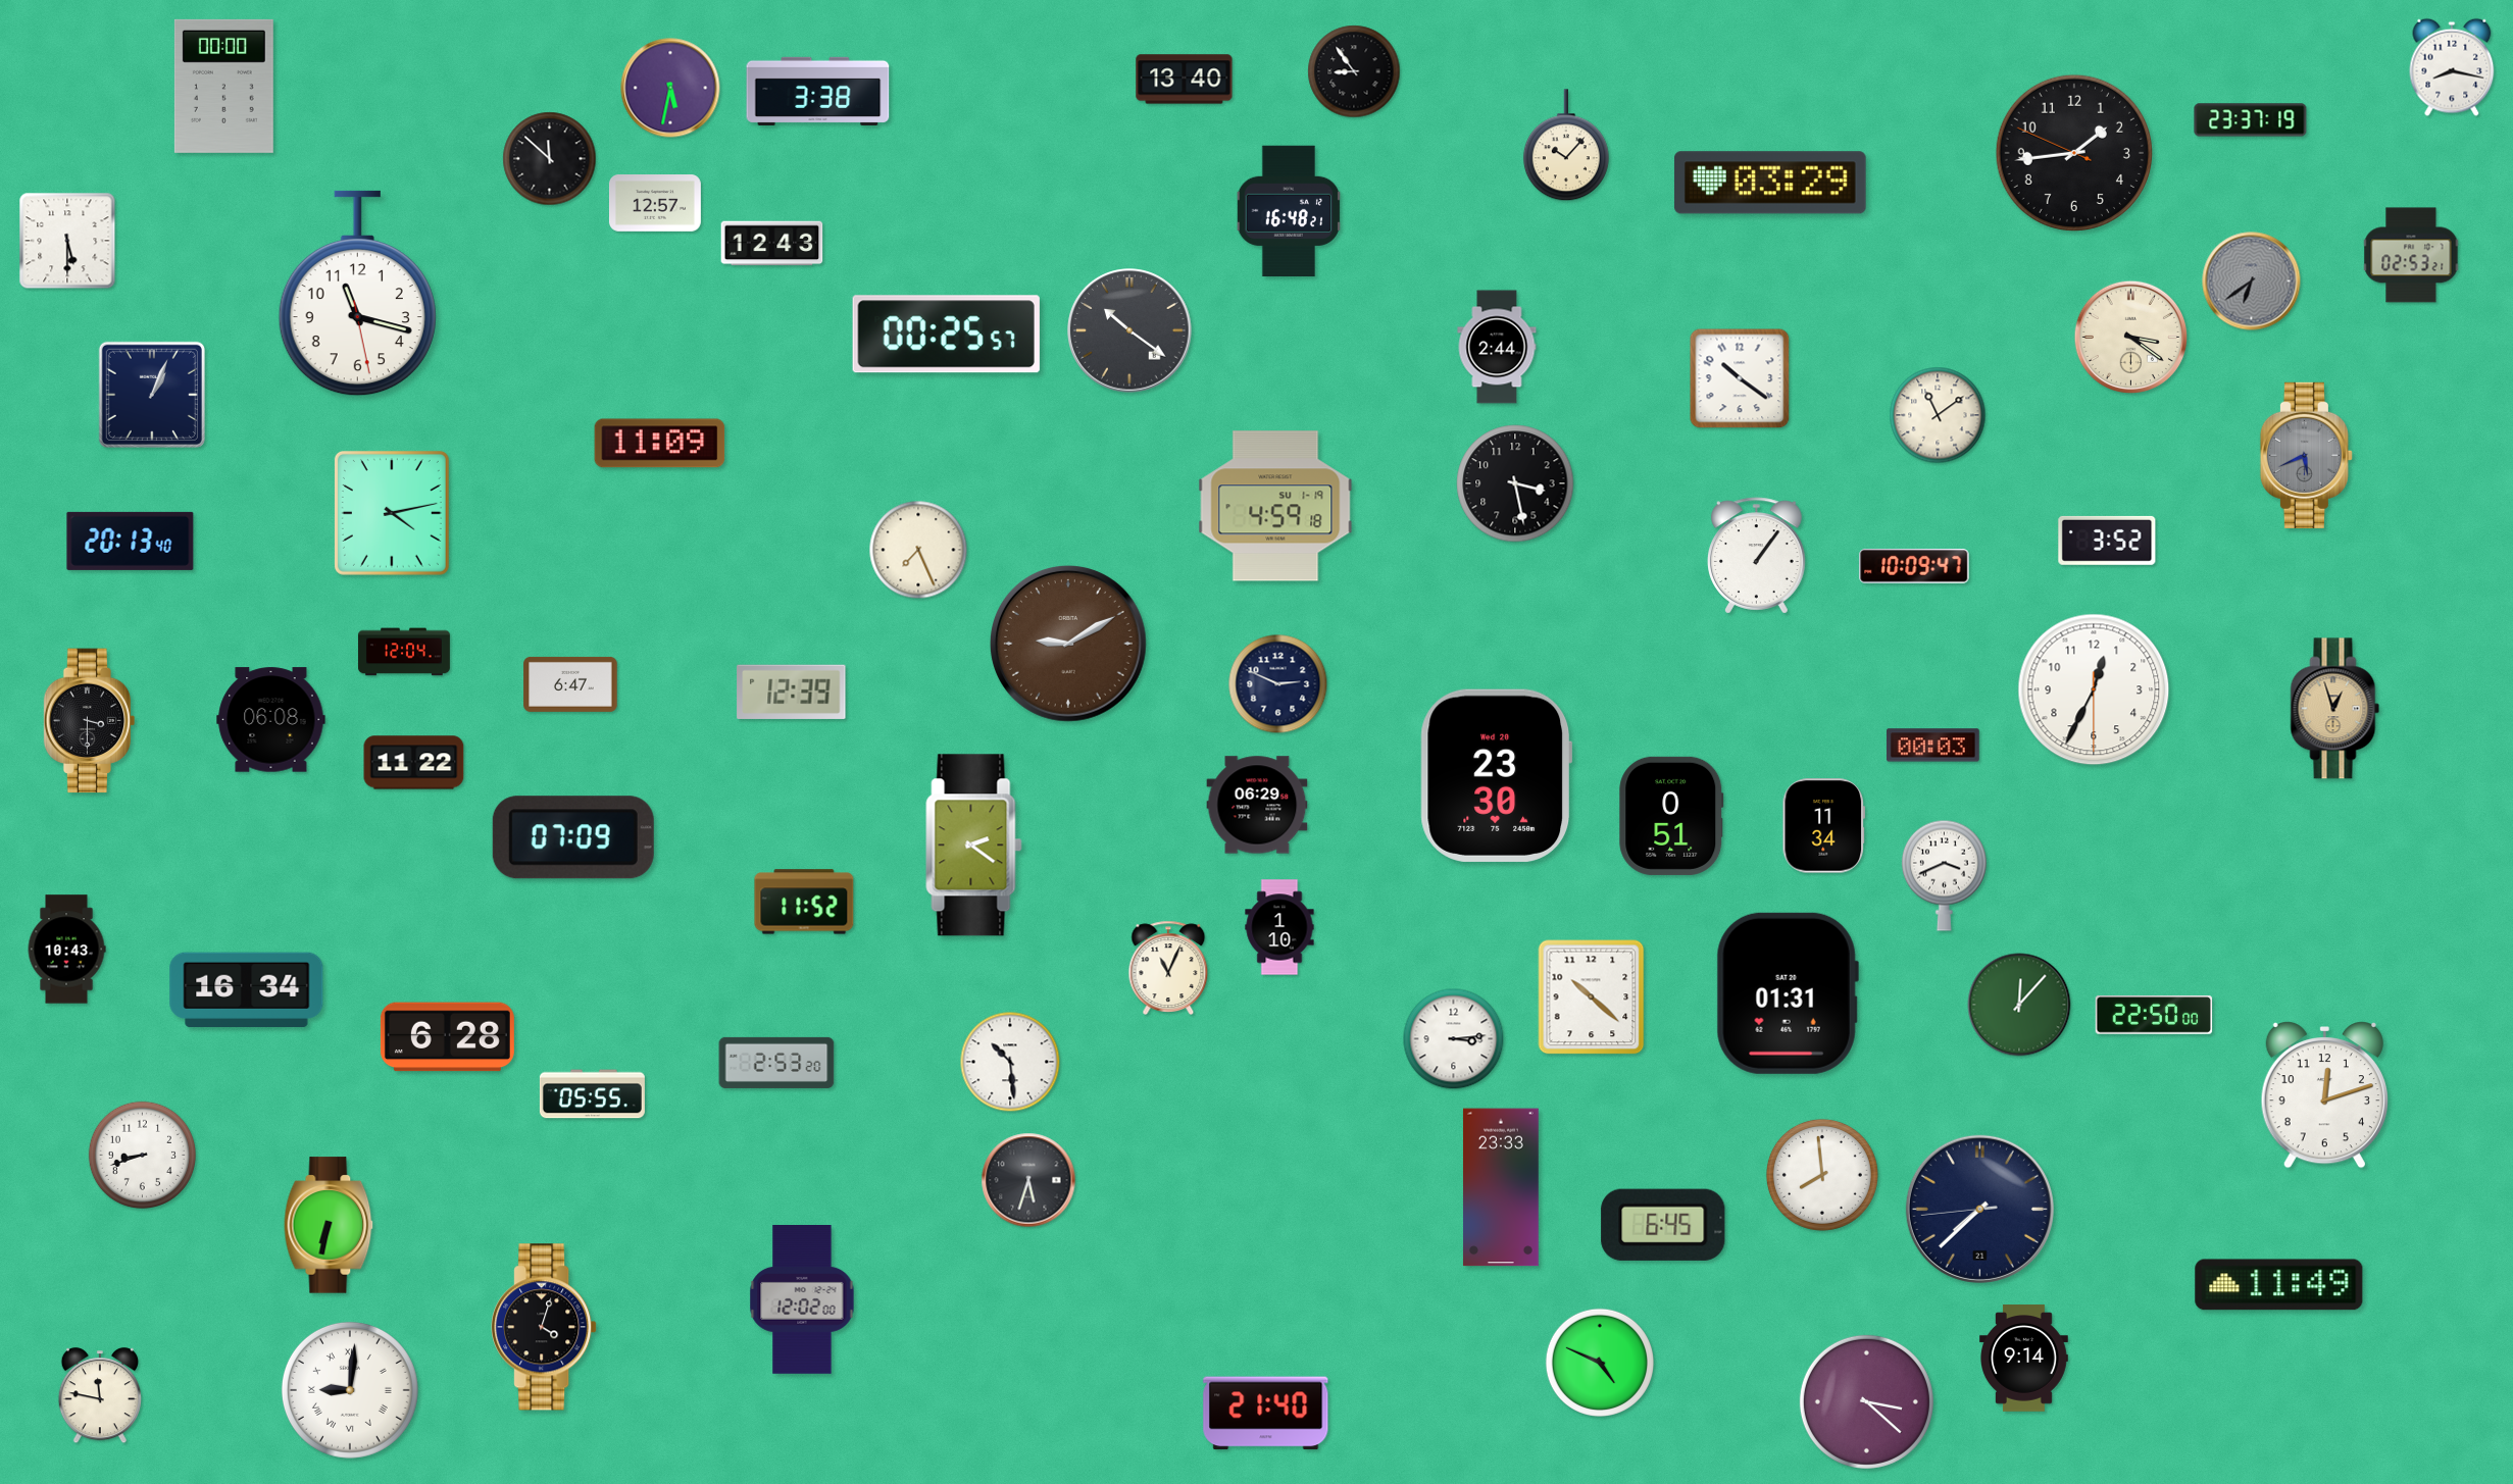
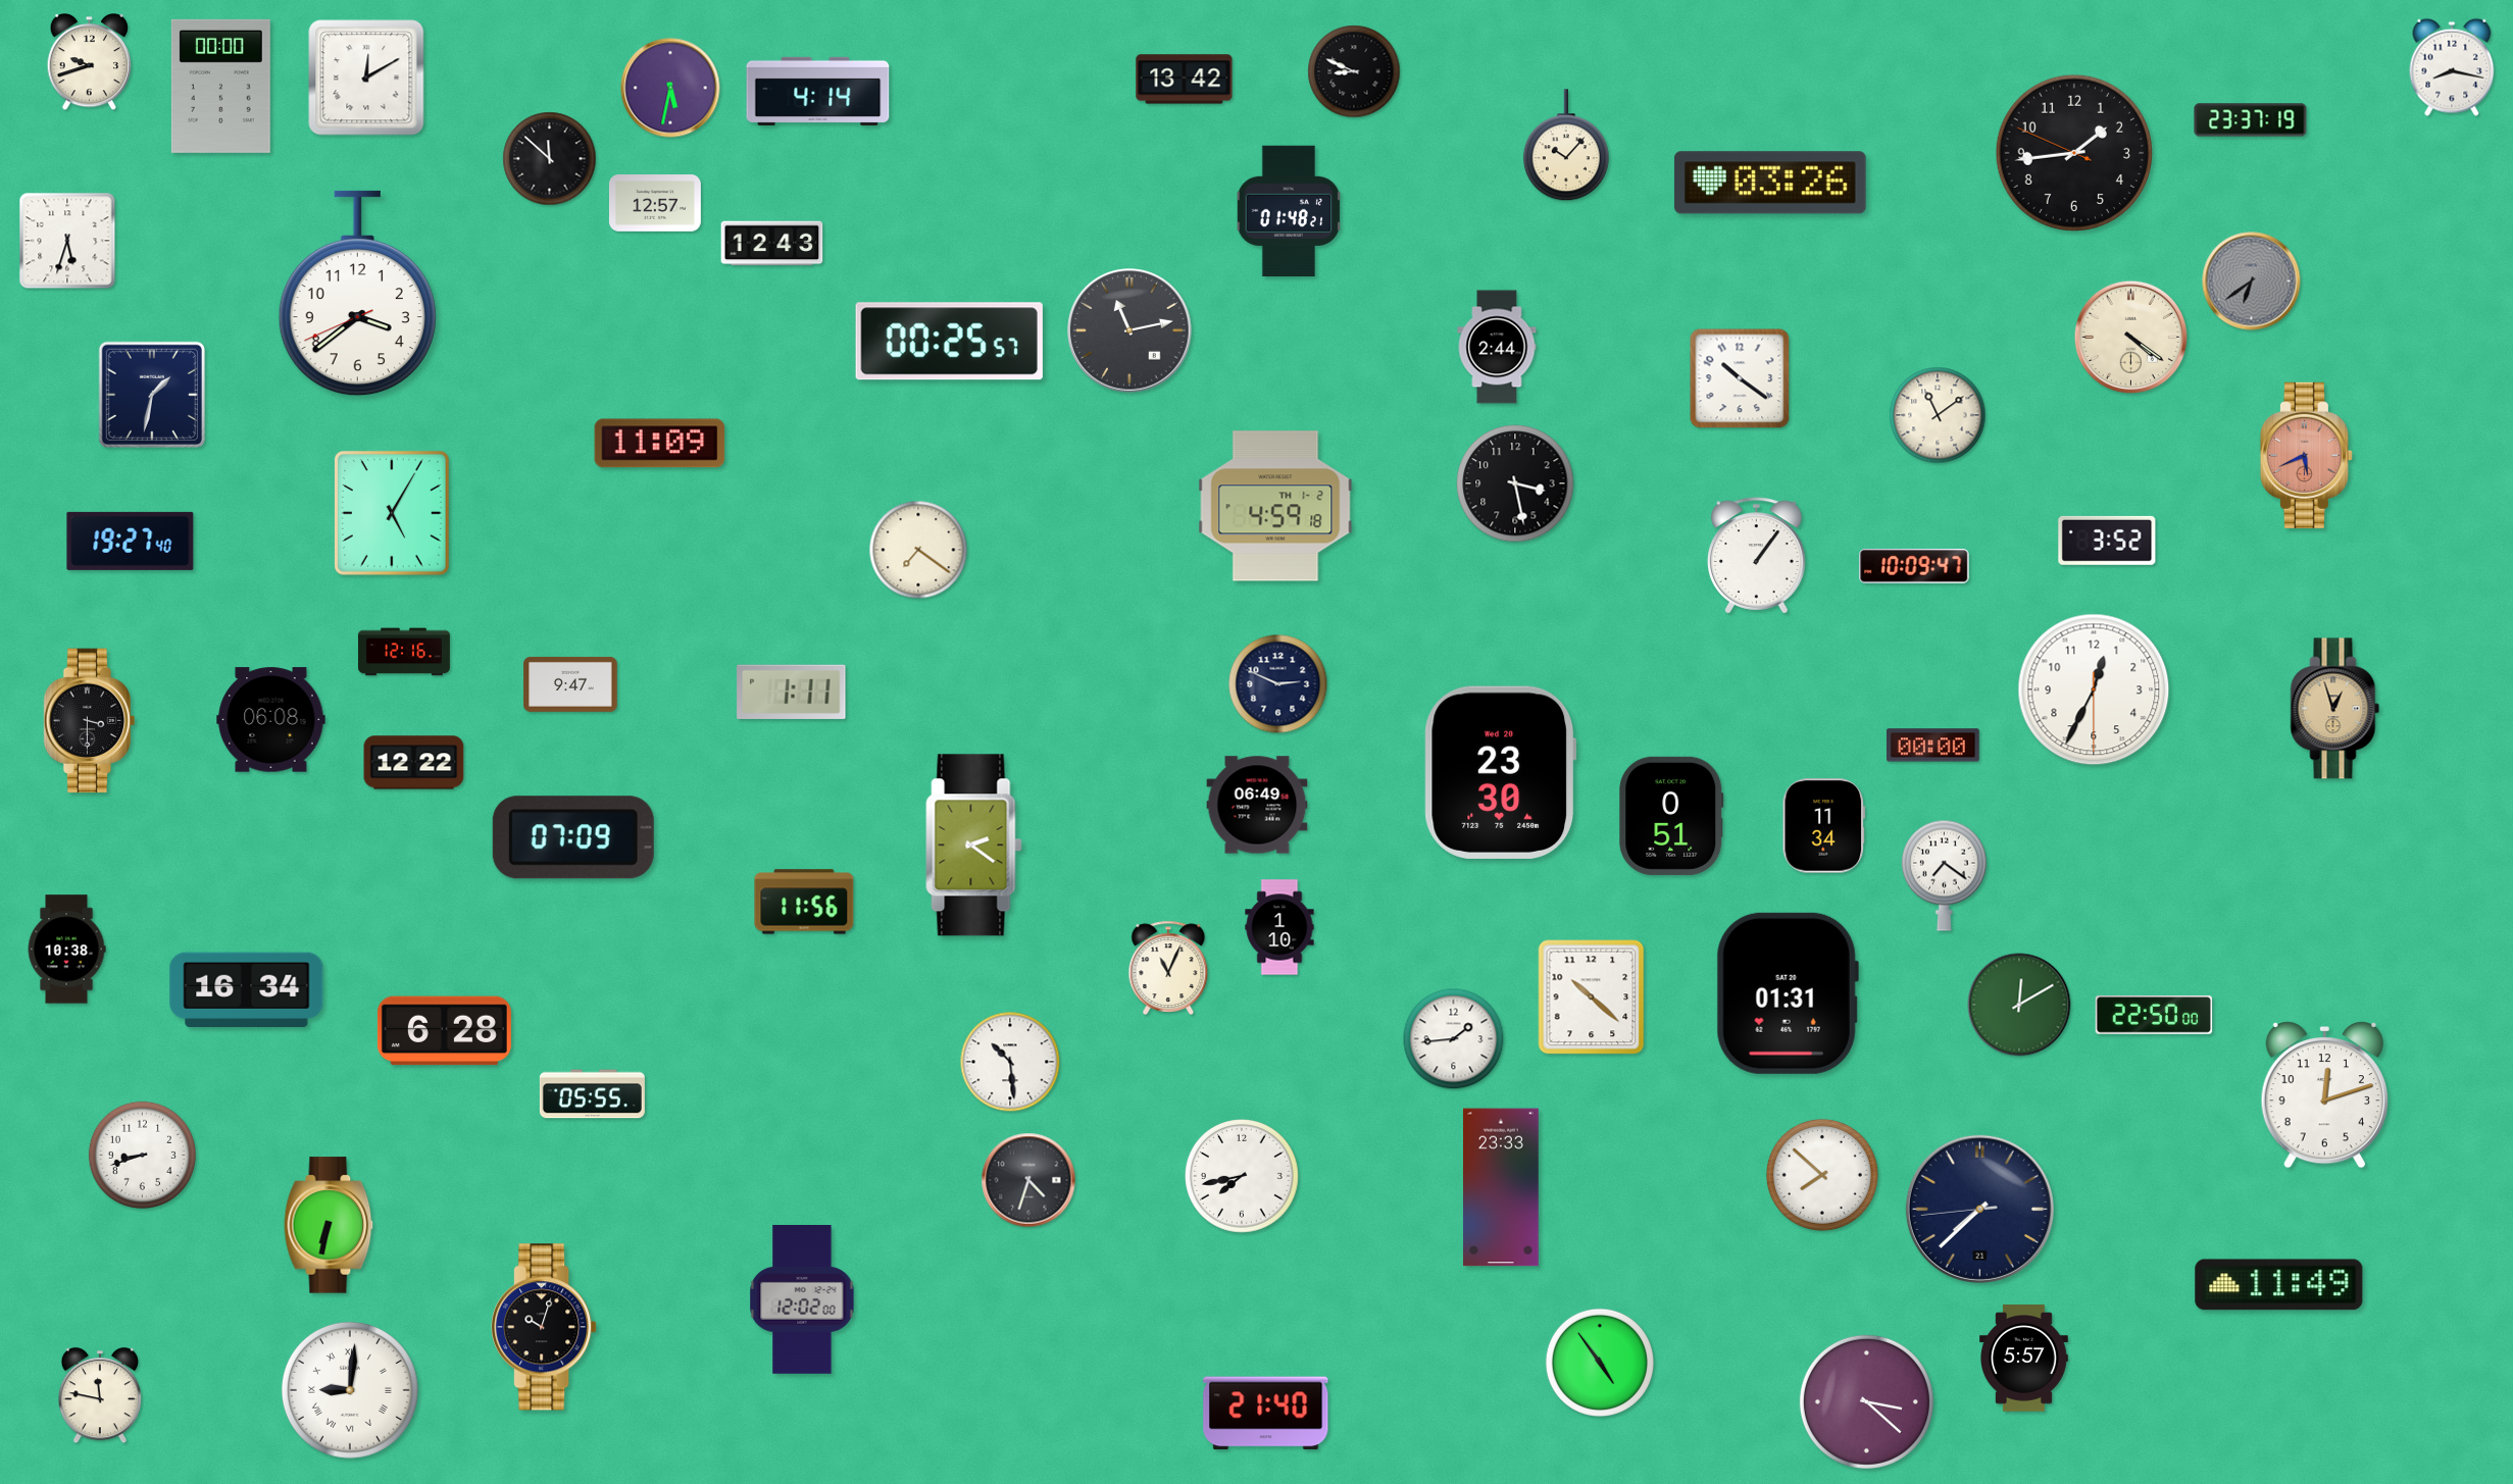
clock at (90, 62): none -> 9:42
clock at (1354, 71): 8:54 -> 8:49
clock at (366, 78): none -> 12:10
clock at (1185, 80): 13:40 -> 13:42
clock at (223, 86) position: (223, 86) -> (220, 86)
clock at (818, 91): 3:38 -> 4:14
clock at (1770, 183): 03:29 -> 03:26
clock at (1289, 211): 16:48 -> 01:48
clock at (67, 241): 5:30 -> 5:33
clock at (2411, 255): 02:53 -> none
clock at (357, 294): 11:17 -> 3:38
clock at (1129, 330): 10:21 -> 11:13
clock at (946, 335) position: (946, 335) -> (949, 342)
clock at (2131, 338): 3:21 -> 4:21
clock at (152, 395): 1:04 -> 1:32
clock at (2306, 455) dial: grey -> salmon
clock at (1275, 506) date: SU 1-19 -> TH 1-2
clock at (392, 513): 4:13 -> 5:05
clock at (131, 541): 20:13 -> 19:27
clock at (918, 550): 7:26 -> 7:21
clock at (1068, 644): 9:10 -> none
clock at (404, 652): 12:04 -> 12:16
clock at (570, 684): 6:47 -> 9:47
clock at (792, 692): 12:39 -> 1:11
clock at (1932, 746): 00:03 -> 00:00
clock at (414, 763): 11:22 -> 12:22
clock at (1497, 775) position: (1497, 775) -> (1501, 772)
clock at (1257, 805): 06:29 -> 06:49
clock at (1944, 875): 3:41 -> 7:21
clock at (804, 902): 11:52 -> 11:56
clock at (66, 950): 10:43 -> 10:38
clock at (2019, 1005): 12:07 -> 12:10
clock at (447, 1037) position: (447, 1037) -> (444, 1031)
clock at (1454, 1039): 3:14 -> 1:44
clock at (776, 1063): 2:53 -> none
clock at (1822, 1175): 7:59 -> 7:52
clock at (1243, 1177): none -> 7:43
clock at (1028, 1180): 5:33 -> 4:33
clock at (1663, 1225): 6:45 -> none
clock at (544, 1327): 4:03 -> 10:03
clock at (2024, 1359): 9:14 -> 5:57
clock at (1600, 1363): 4:49 -> 4:54
